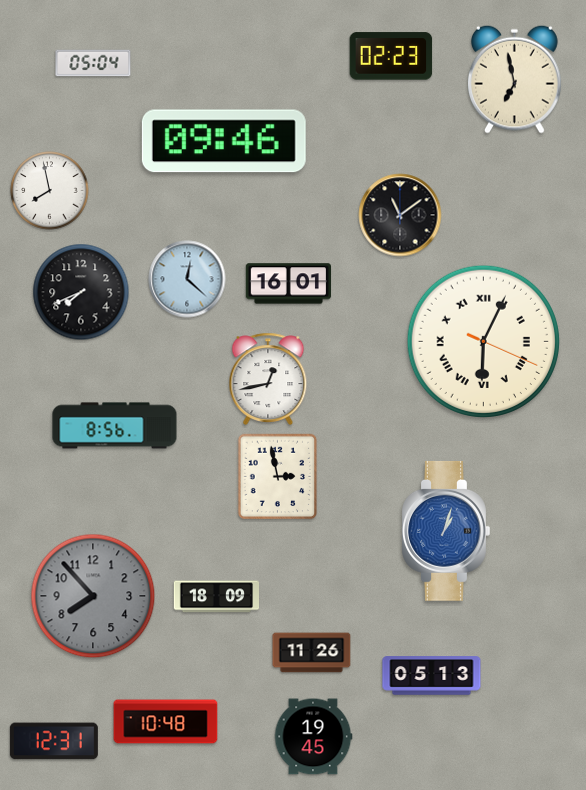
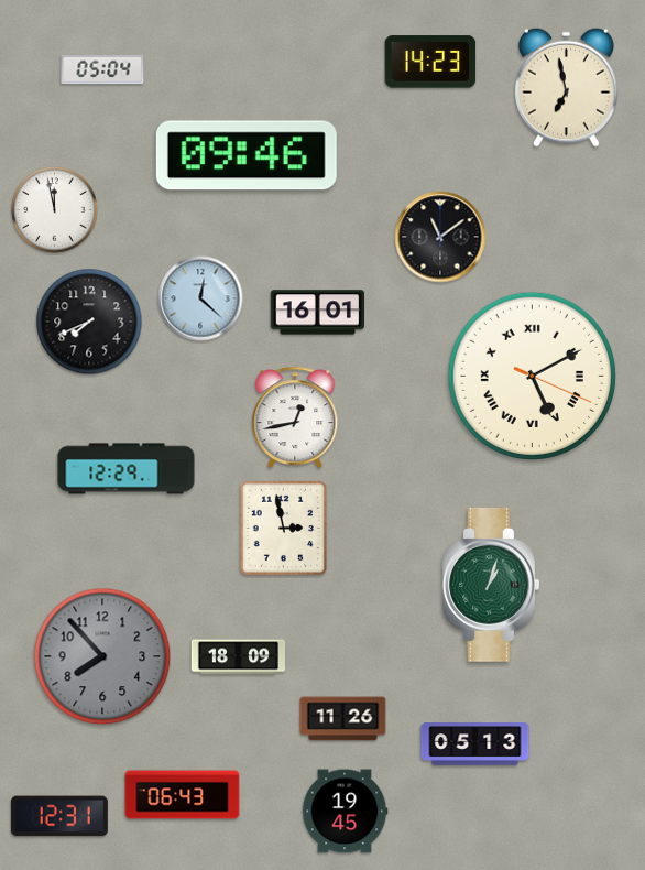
clock at (391, 56): 02:23 -> 14:23
clock at (50, 191): 7:58 -> 11:58
clock at (187, 279) position: (187, 279) -> (200, 298)
clock at (483, 341): 6:04 -> 5:10
clock at (115, 426): 8:56 -> 12:29
clock at (278, 477) position: (278, 477) -> (284, 529)
clock at (446, 531) dial: blue -> green
clock at (166, 722): 10:48 -> 06:43
